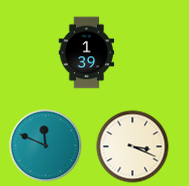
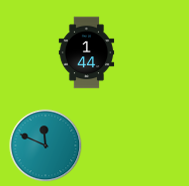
clock at (87, 53): 1:39 -> 1:44
clock at (133, 147): 3:19 -> none
